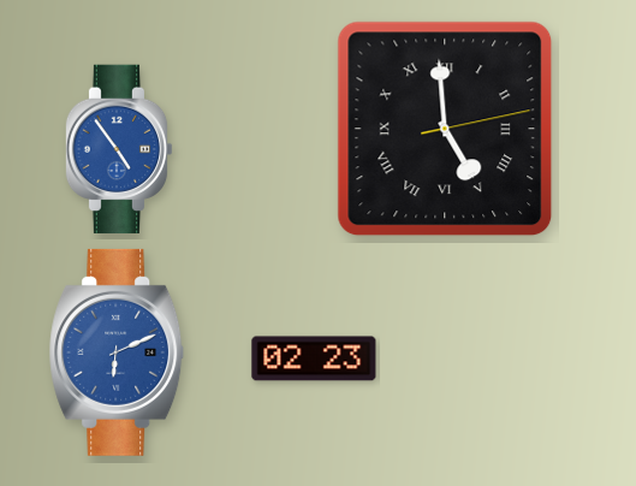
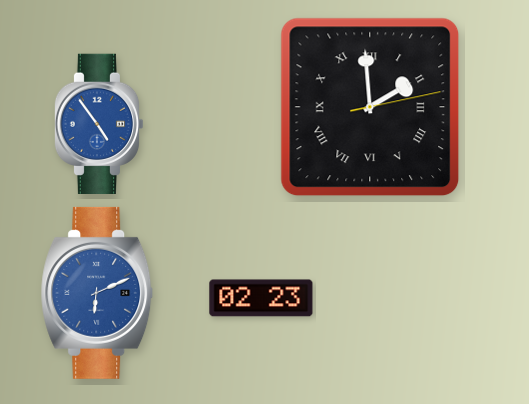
clock at (445, 129): 4:59 -> 1:59
